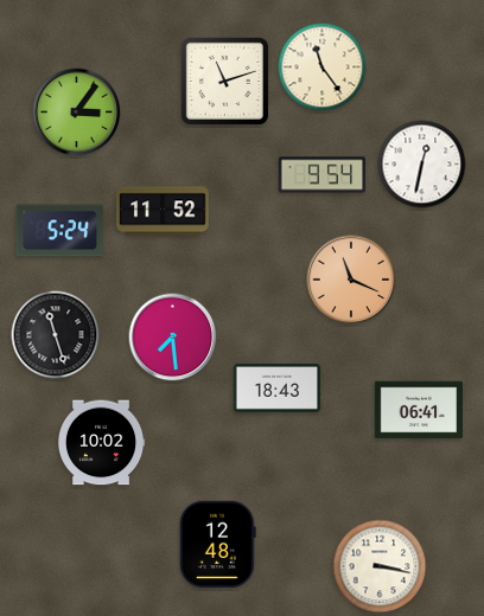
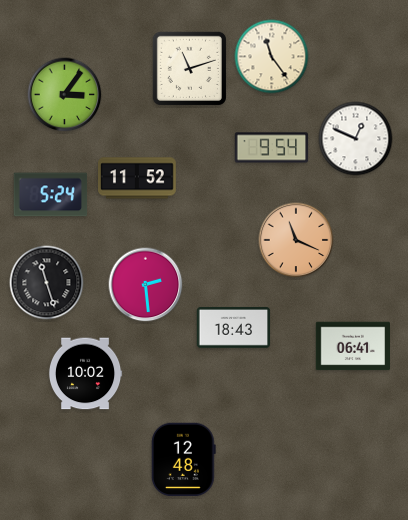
clock at (422, 165): 12:32 -> 12:49
clock at (351, 280) position: (351, 280) -> (296, 240)
clock at (173, 338): 7:29 -> 2:29
clock at (380, 566): 3:17 -> none
